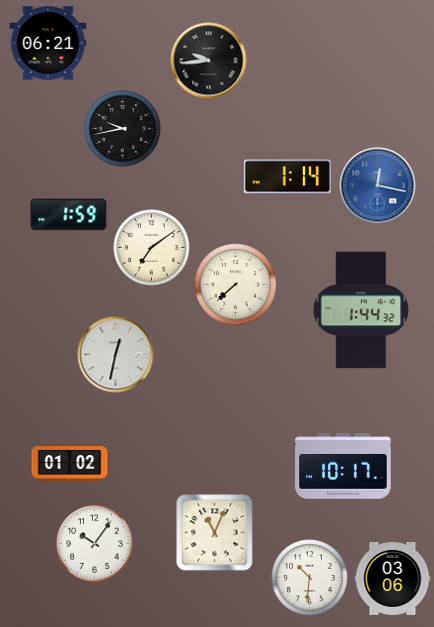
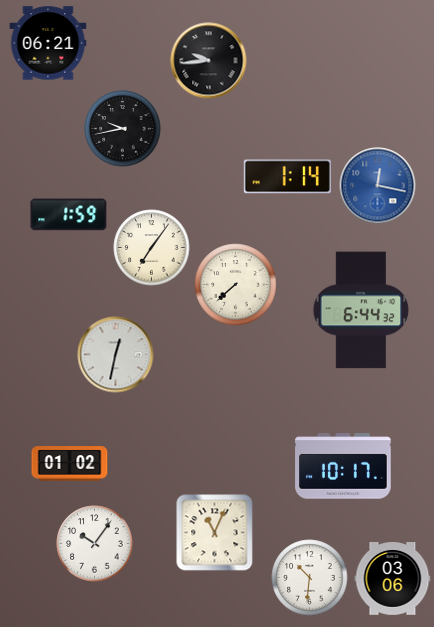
clock at (152, 248): 7:09 -> 7:06
clock at (361, 310): 1:44 -> 6:44
